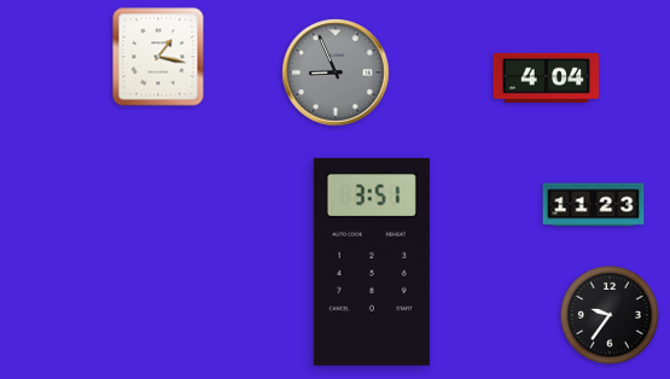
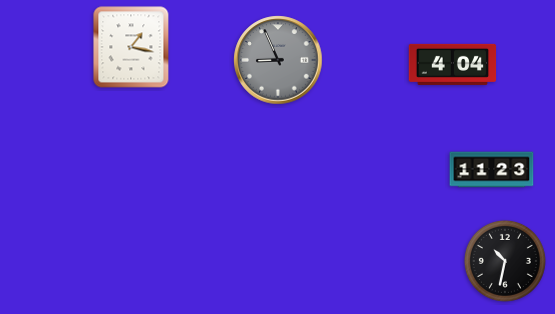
clock at (372, 262): 3:51 -> none
clock at (610, 315): 9:36 -> 10:32
